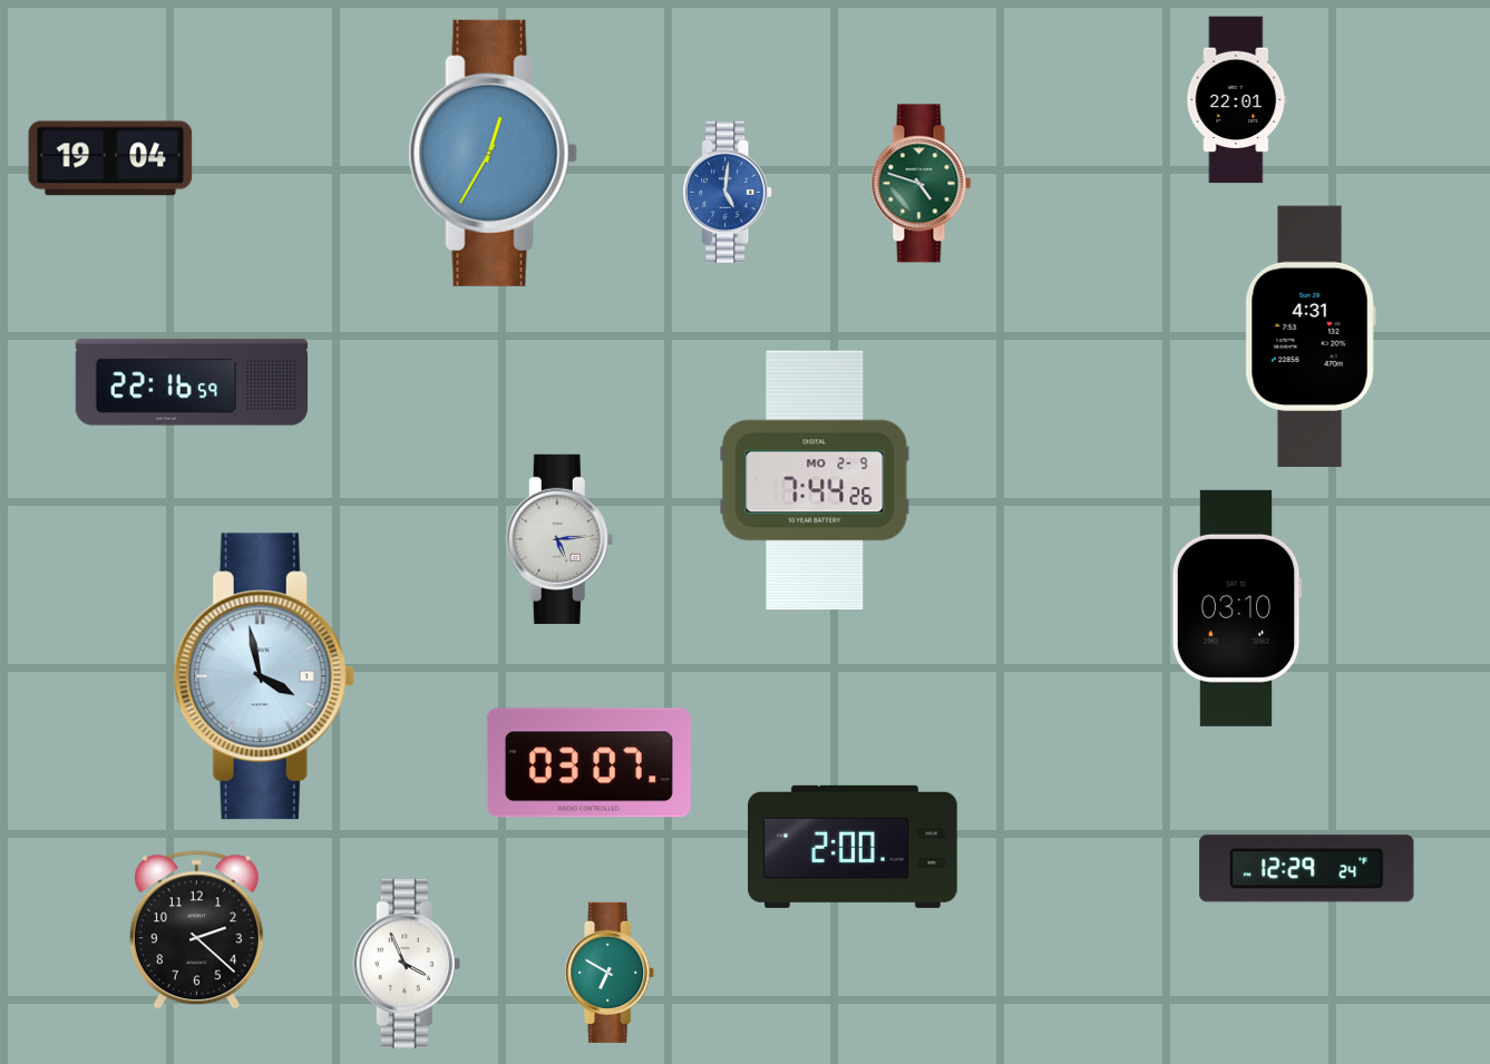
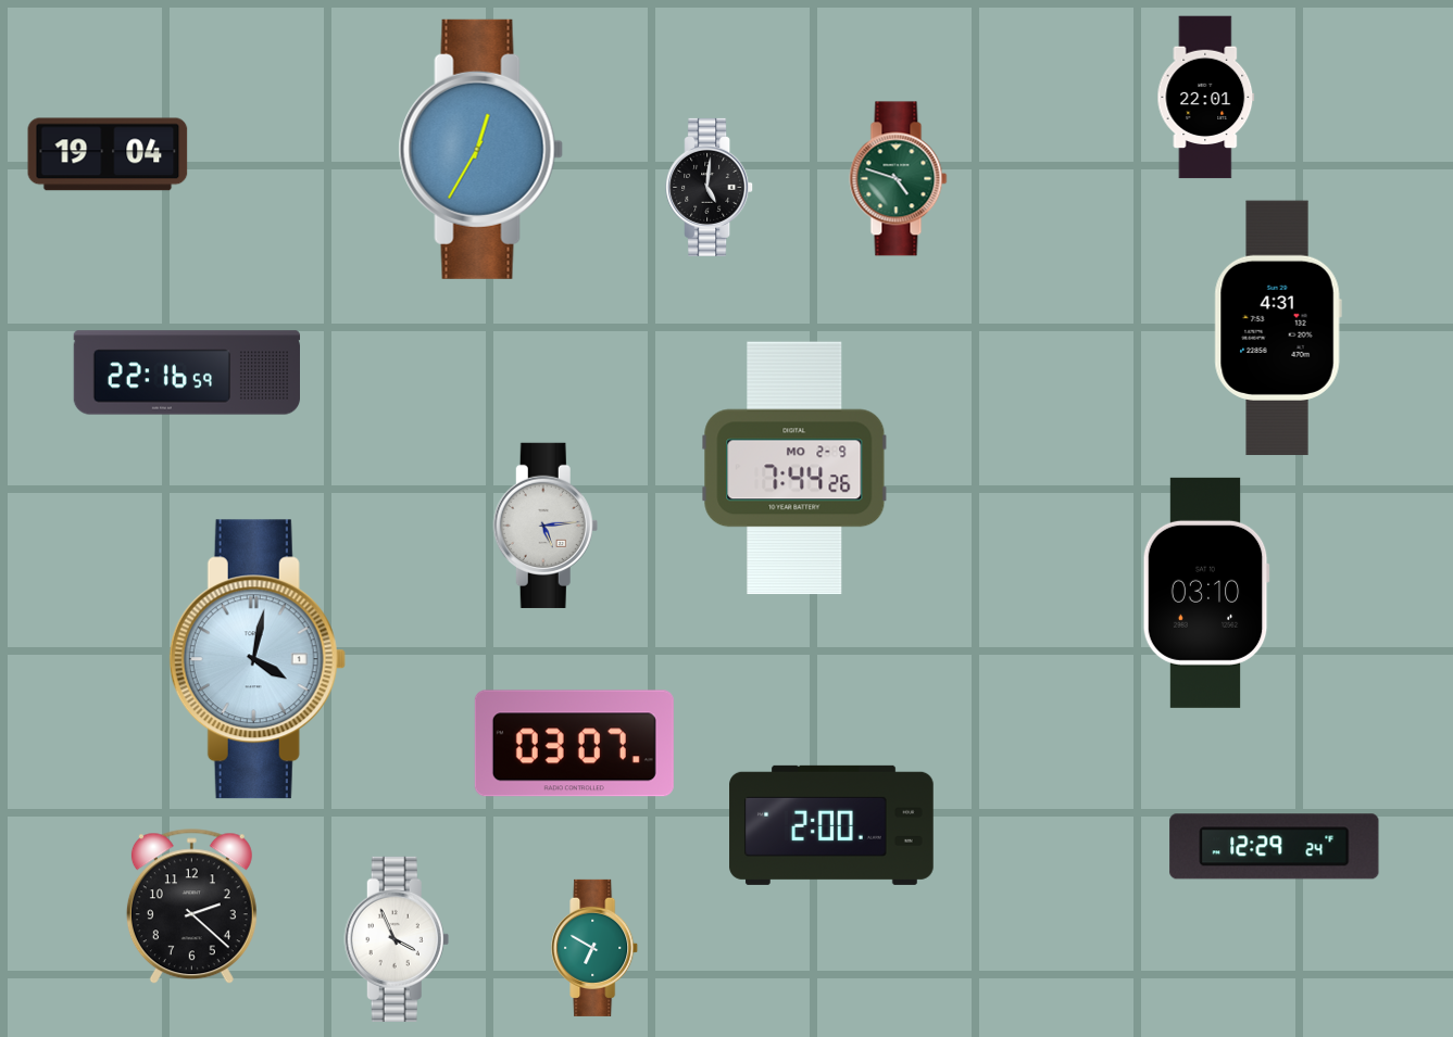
clock at (728, 192) dial: blue -> black
clock at (264, 676): 3:58 -> 4:02
